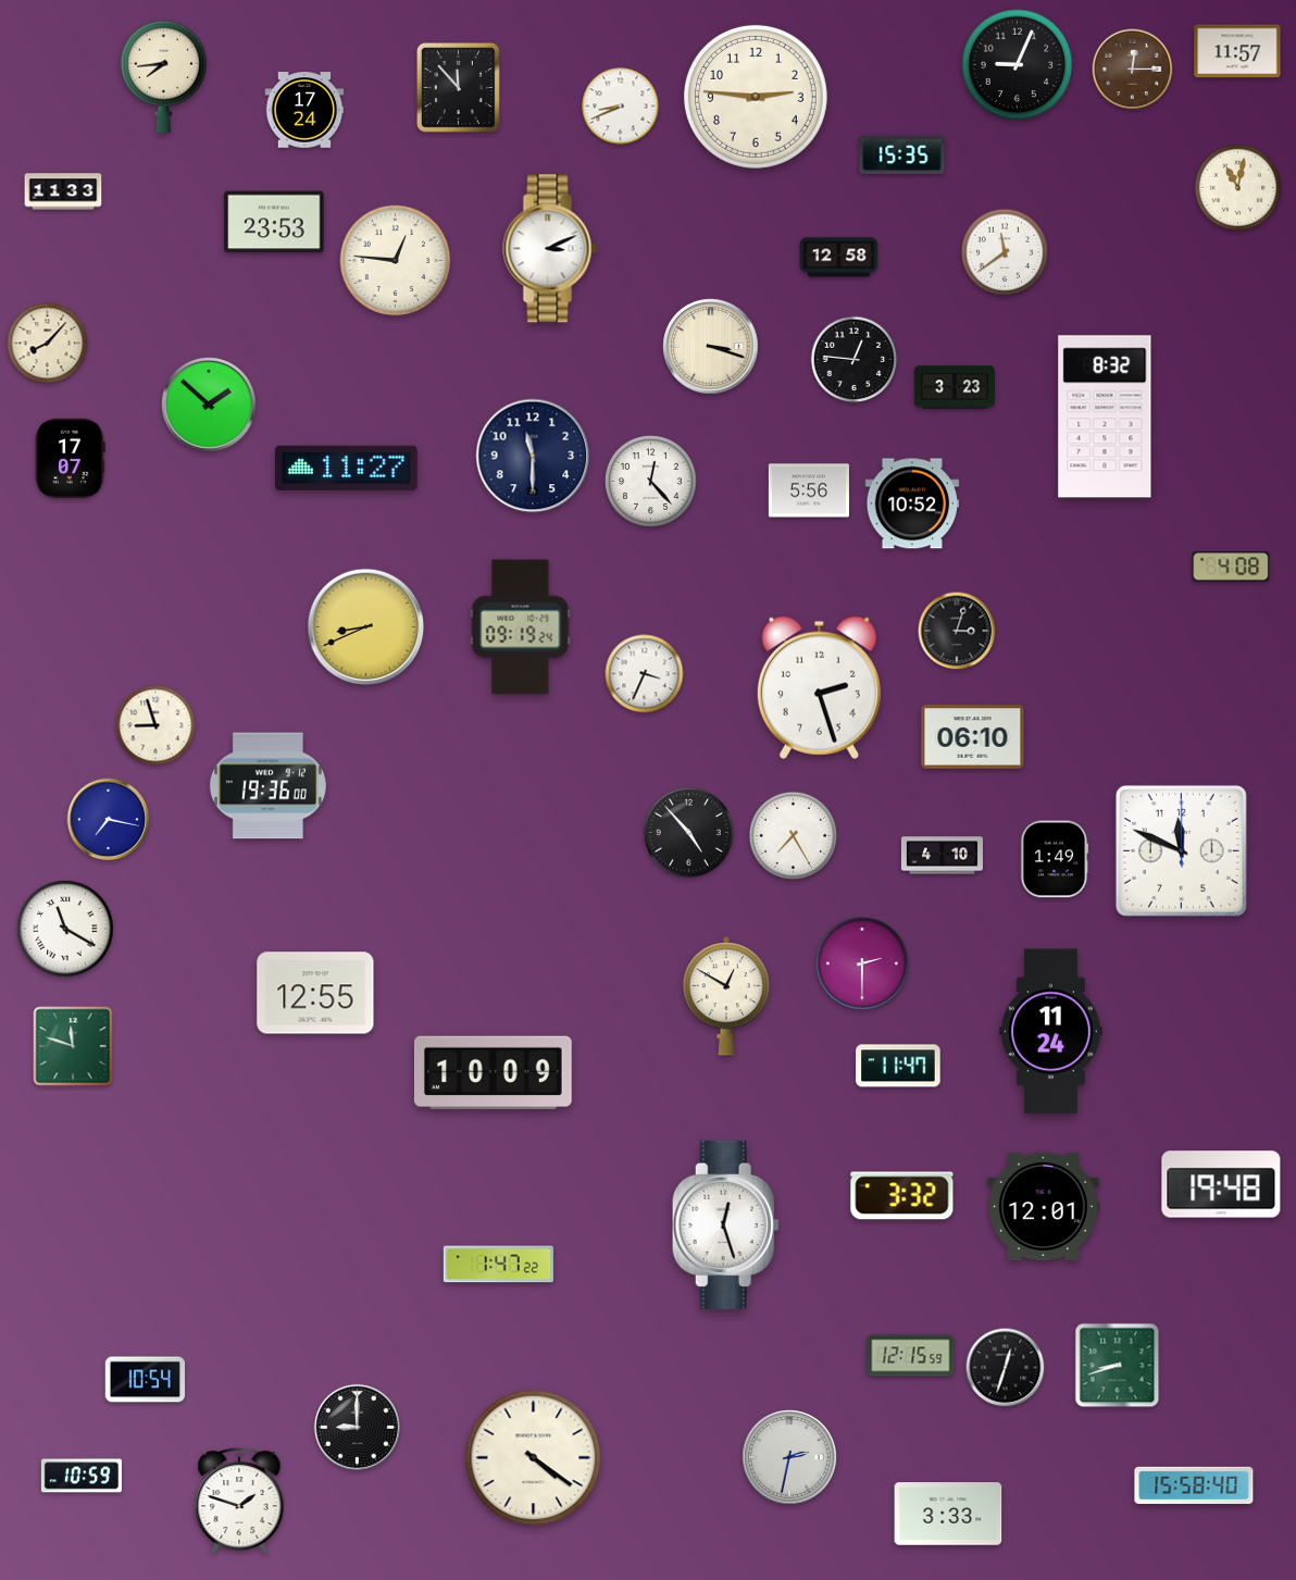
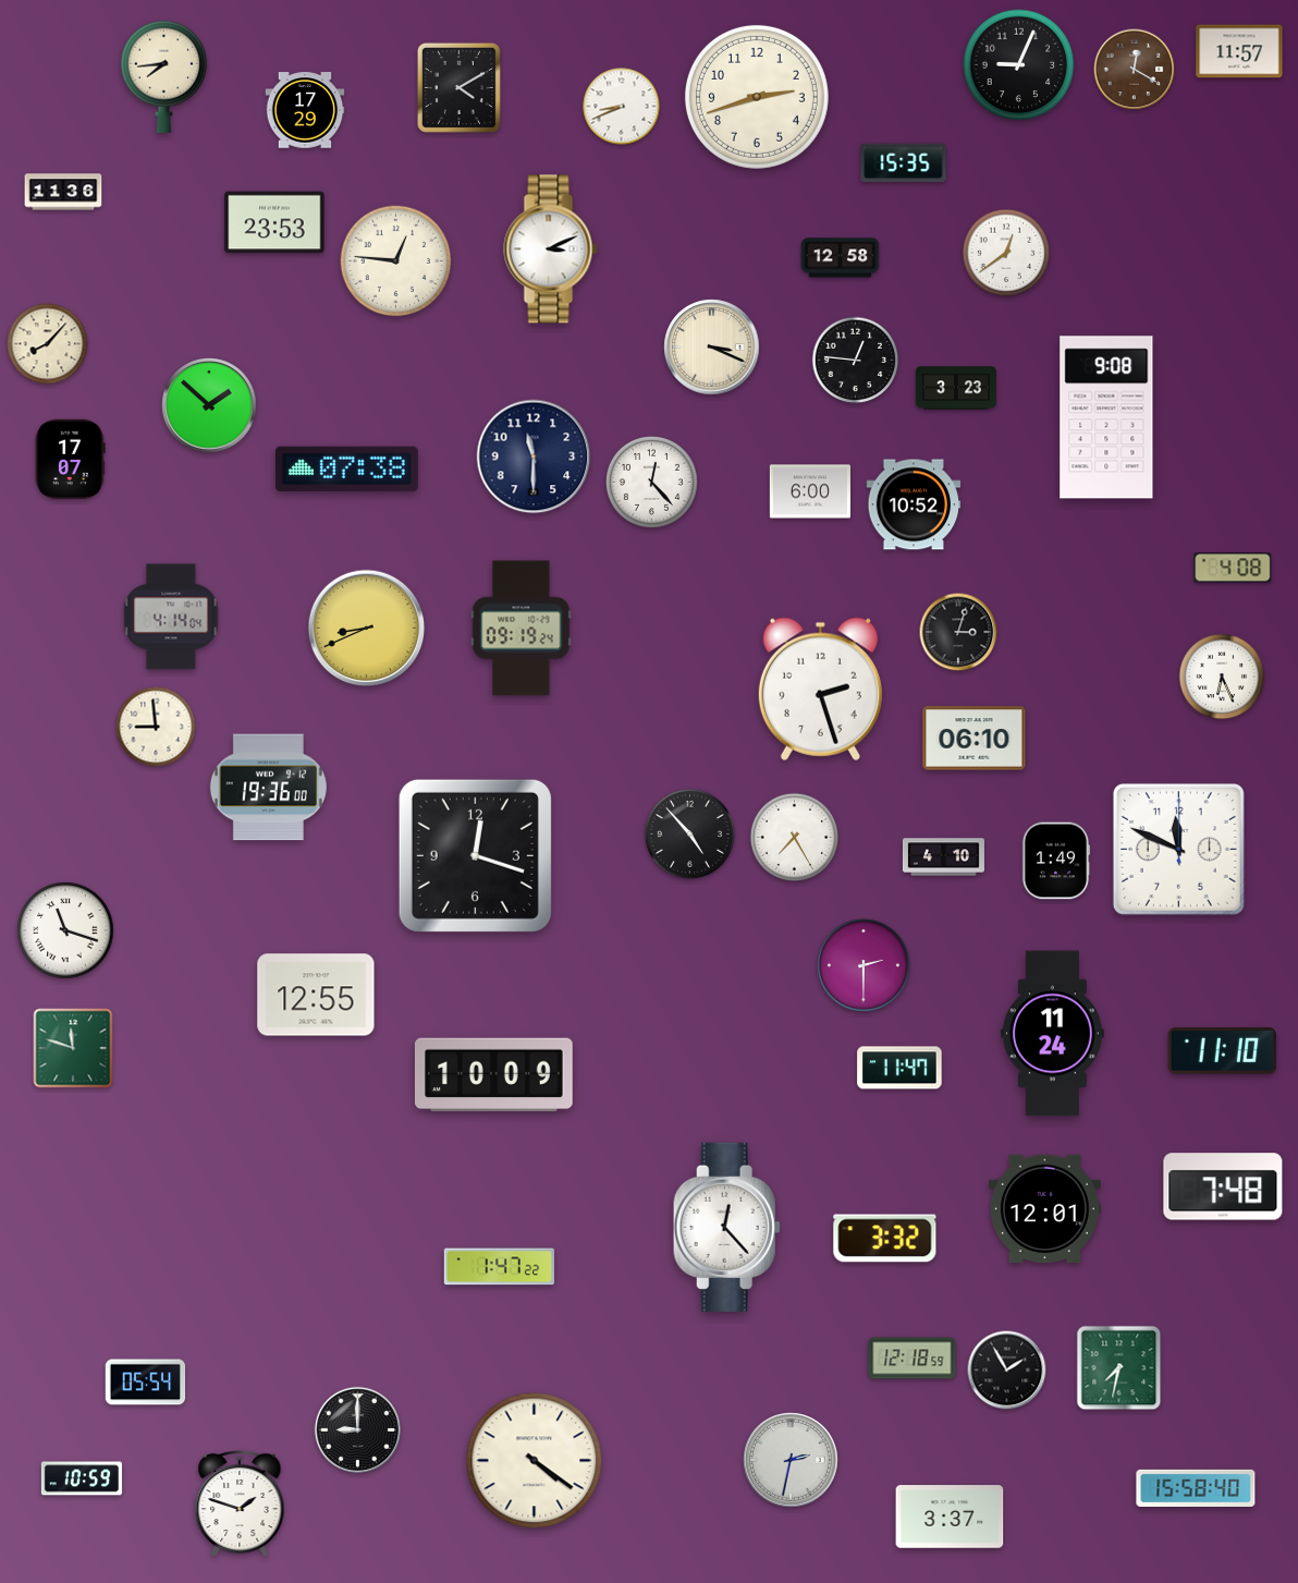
clock at (1133, 70): 12:15 -> 12:20
clock at (458, 87): 11:53 -> 4:10
clock at (756, 97): 2:46 -> 2:42
clock at (304, 110): 17:24 -> 17:29
clock at (902, 154) position: (902, 154) -> (904, 162)
clock at (1238, 188): 11:02 -> none
clock at (63, 191): 11:33 -> 11:36
clock at (1005, 252): 11:39 -> 12:39
clock at (711, 347): 3:18 -> 3:19
clock at (1105, 416): 8:32 -> 9:08
clock at (346, 468): 11:27 -> 07:38
clock at (809, 490): 5:56 -> 6:00
clock at (171, 617): none -> 4:14
clock at (645, 674): 3:34 -> none
clock at (1222, 677): none -> 6:26
clock at (155, 725): 8:57 -> 8:59
clock at (109, 820): 7:17 -> none
clock at (1181, 850) position: (1181, 850) -> (1178, 849)
clock at (475, 855): none -> 12:18
clock at (65, 929): 11:20 -> 11:18
clock at (725, 996): 12:50 -> none
clock at (1223, 1051): none -> 11:10
clock at (1221, 1184): 19:48 -> 7:48
clock at (902, 1196) position: (902, 1196) -> (885, 1239)
clock at (725, 1224): 12:27 -> 12:23
clock at (911, 1356): 12:15 -> 12:18
clock at (1118, 1366): 8:42 -> 7:32
clock at (1006, 1368): 12:33 -> 1:55
clock at (146, 1380): 10:54 -> 05:54
clock at (948, 1514): 3:33 -> 3:37
